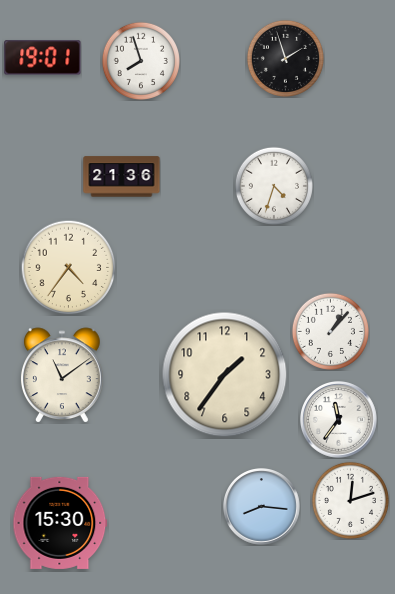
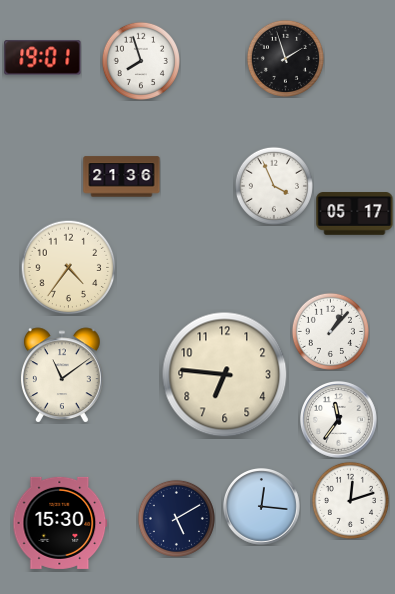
clock at (274, 186): 4:33 -> 3:56
clock at (355, 214): none -> 05:17
clock at (225, 375): 1:36 -> 6:46
clock at (262, 507): 8:16 -> 12:16
clock at (176, 518): none -> 5:10
